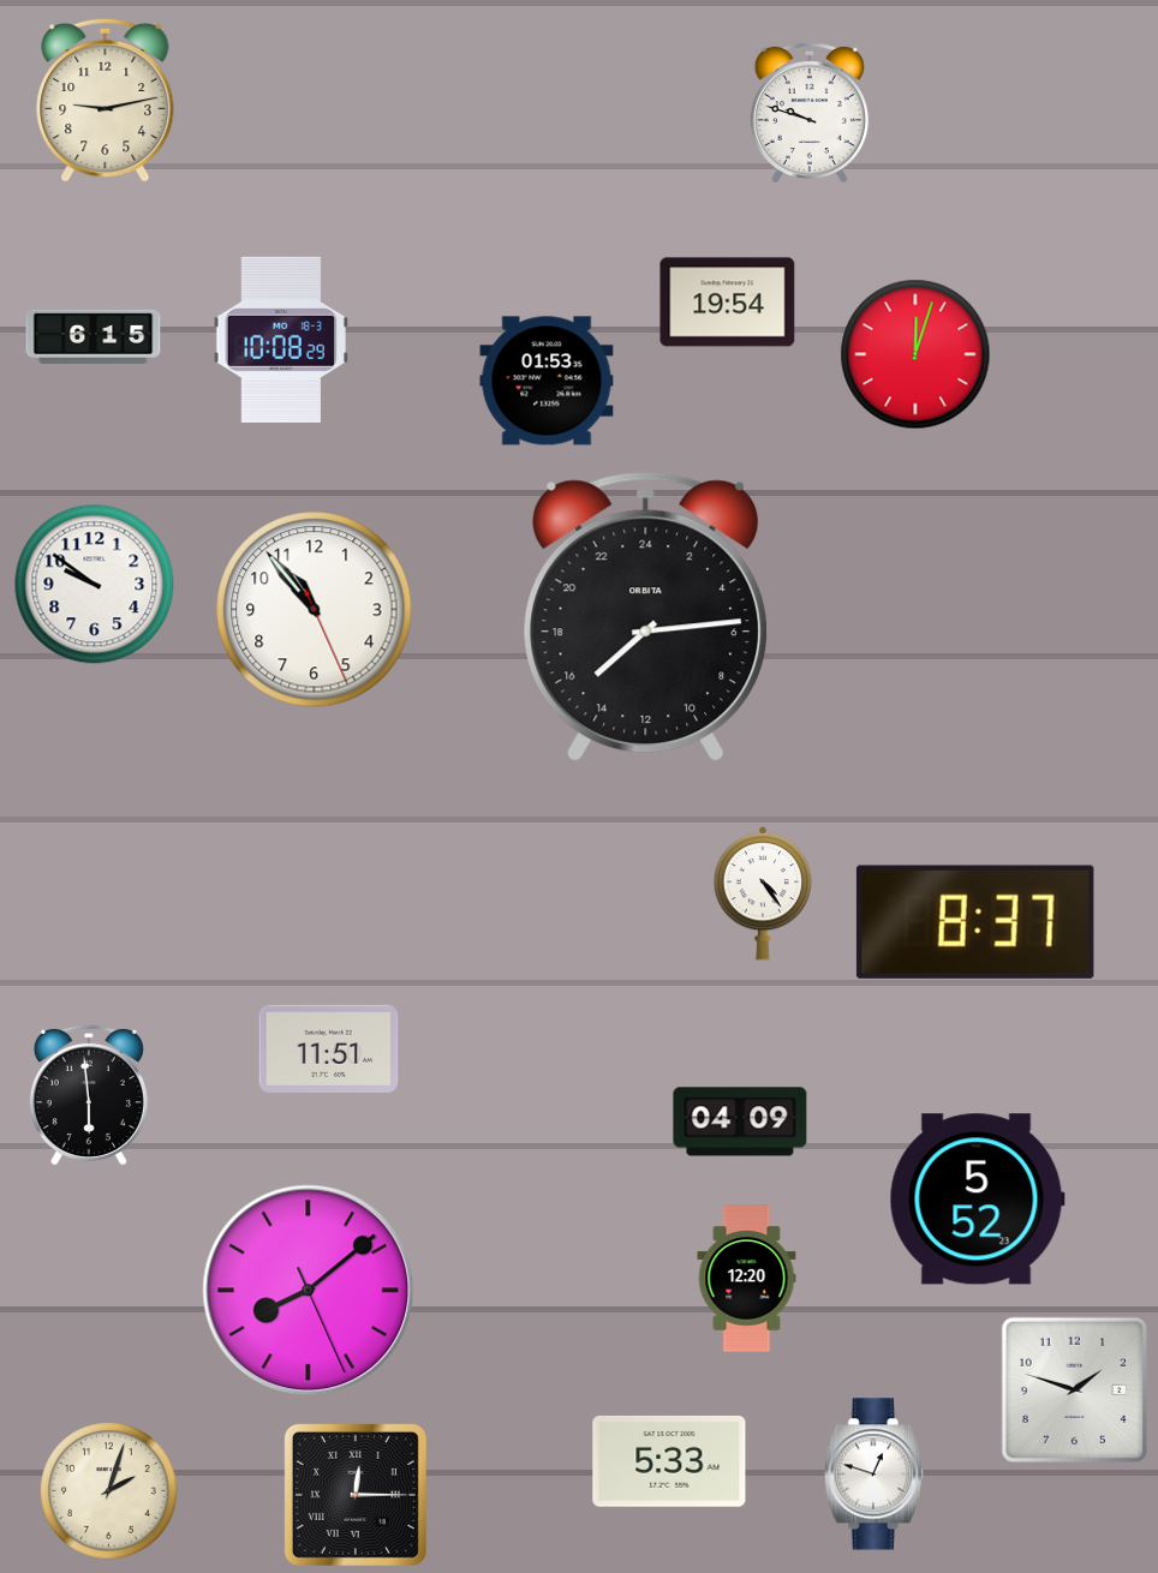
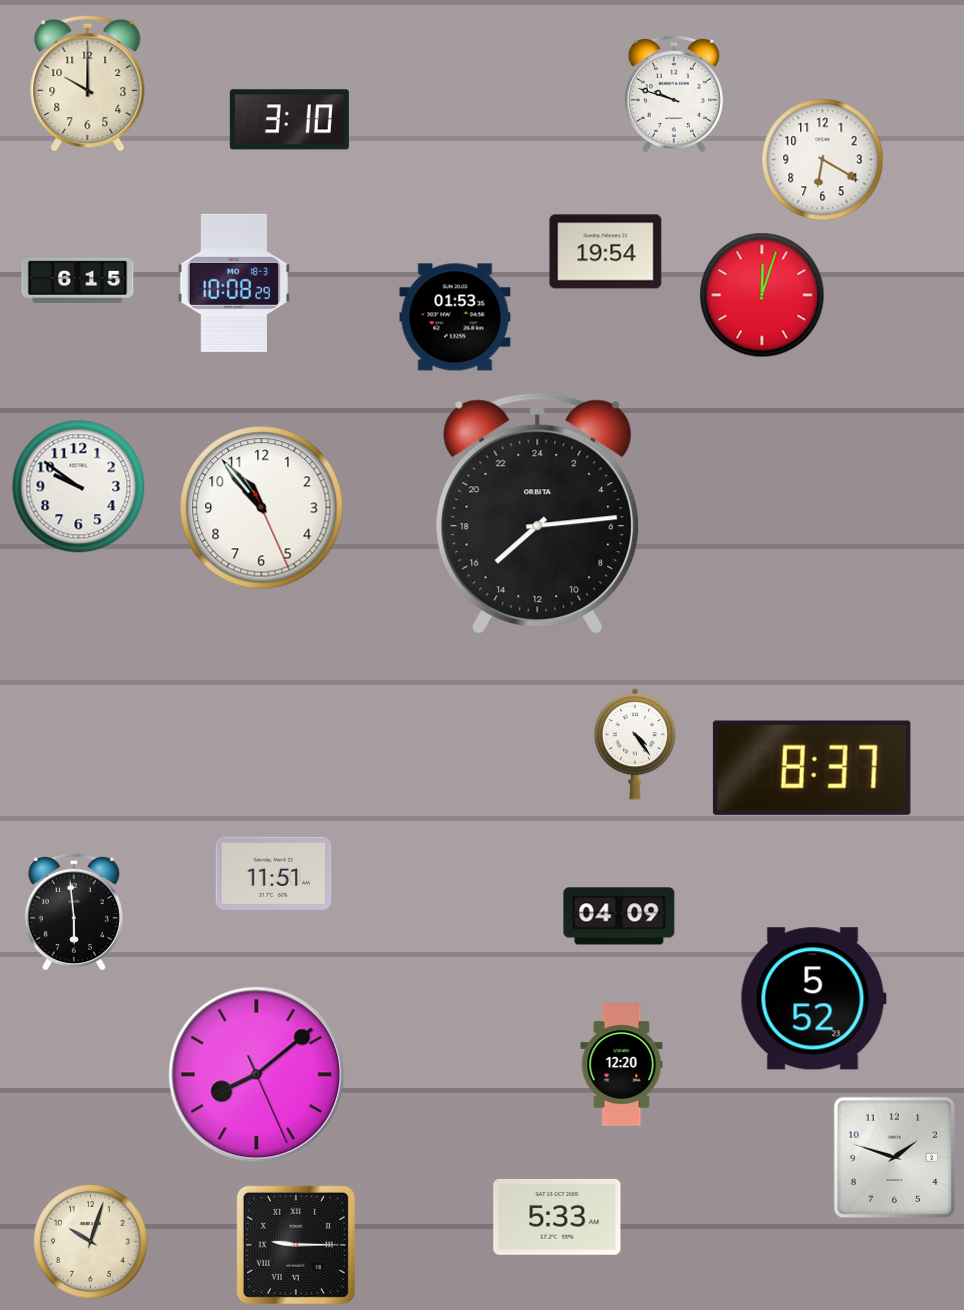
clock at (106, 100): 9:13 -> 10:00
clock at (289, 120): none -> 3:10
clock at (823, 160): none -> 6:20
clock at (740, 1122) position: (740, 1122) -> (619, 916)
clock at (873, 1475): 12:48 -> none
clock at (109, 1491): 2:03 -> 10:03
clock at (356, 1495): 12:15 -> 9:15
